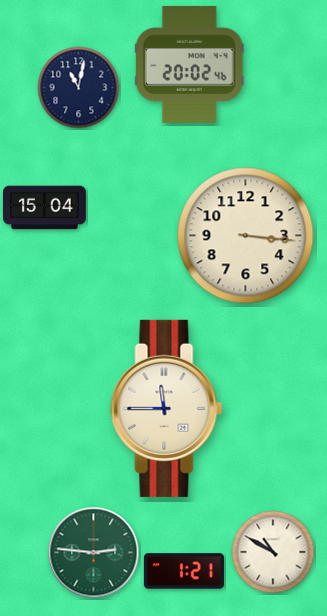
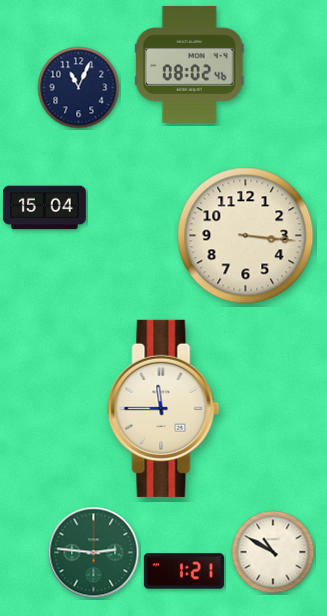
clock at (189, 64): 20:02 -> 08:02
clock at (79, 88): 11:02 -> 11:04
clock at (167, 408) position: (167, 408) -> (164, 408)
